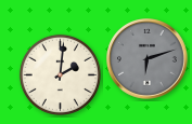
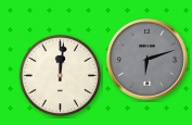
clock at (60, 74): 2:01 -> 12:01
